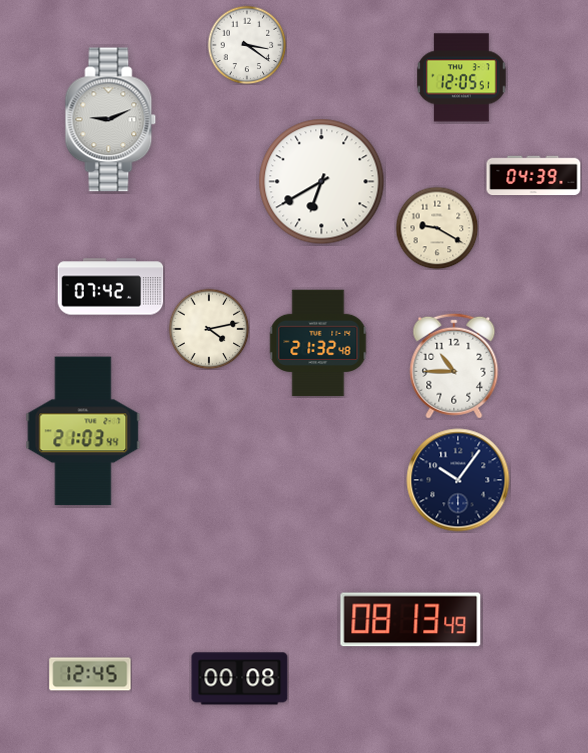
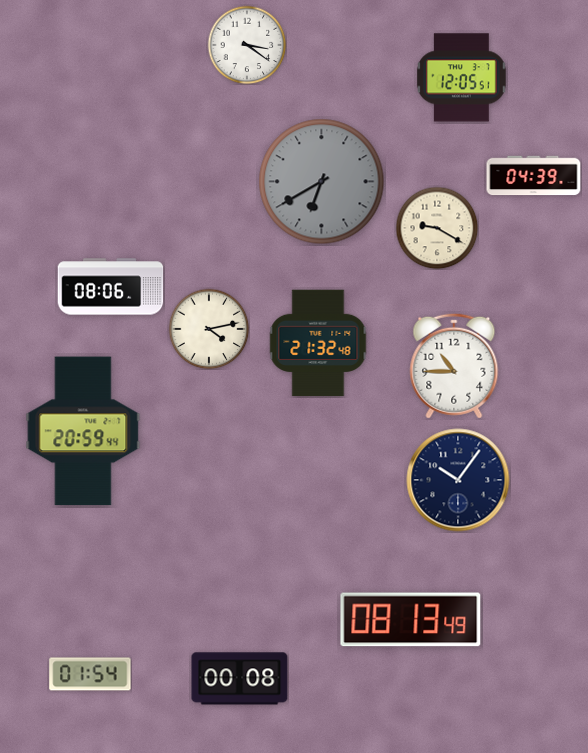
clock at (111, 120): 9:11 -> none
clock at (322, 182) dial: white -> grey
clock at (111, 287): 07:42 -> 08:06
clock at (83, 431): 21:03 -> 20:59
clock at (90, 674): 12:45 -> 01:54
